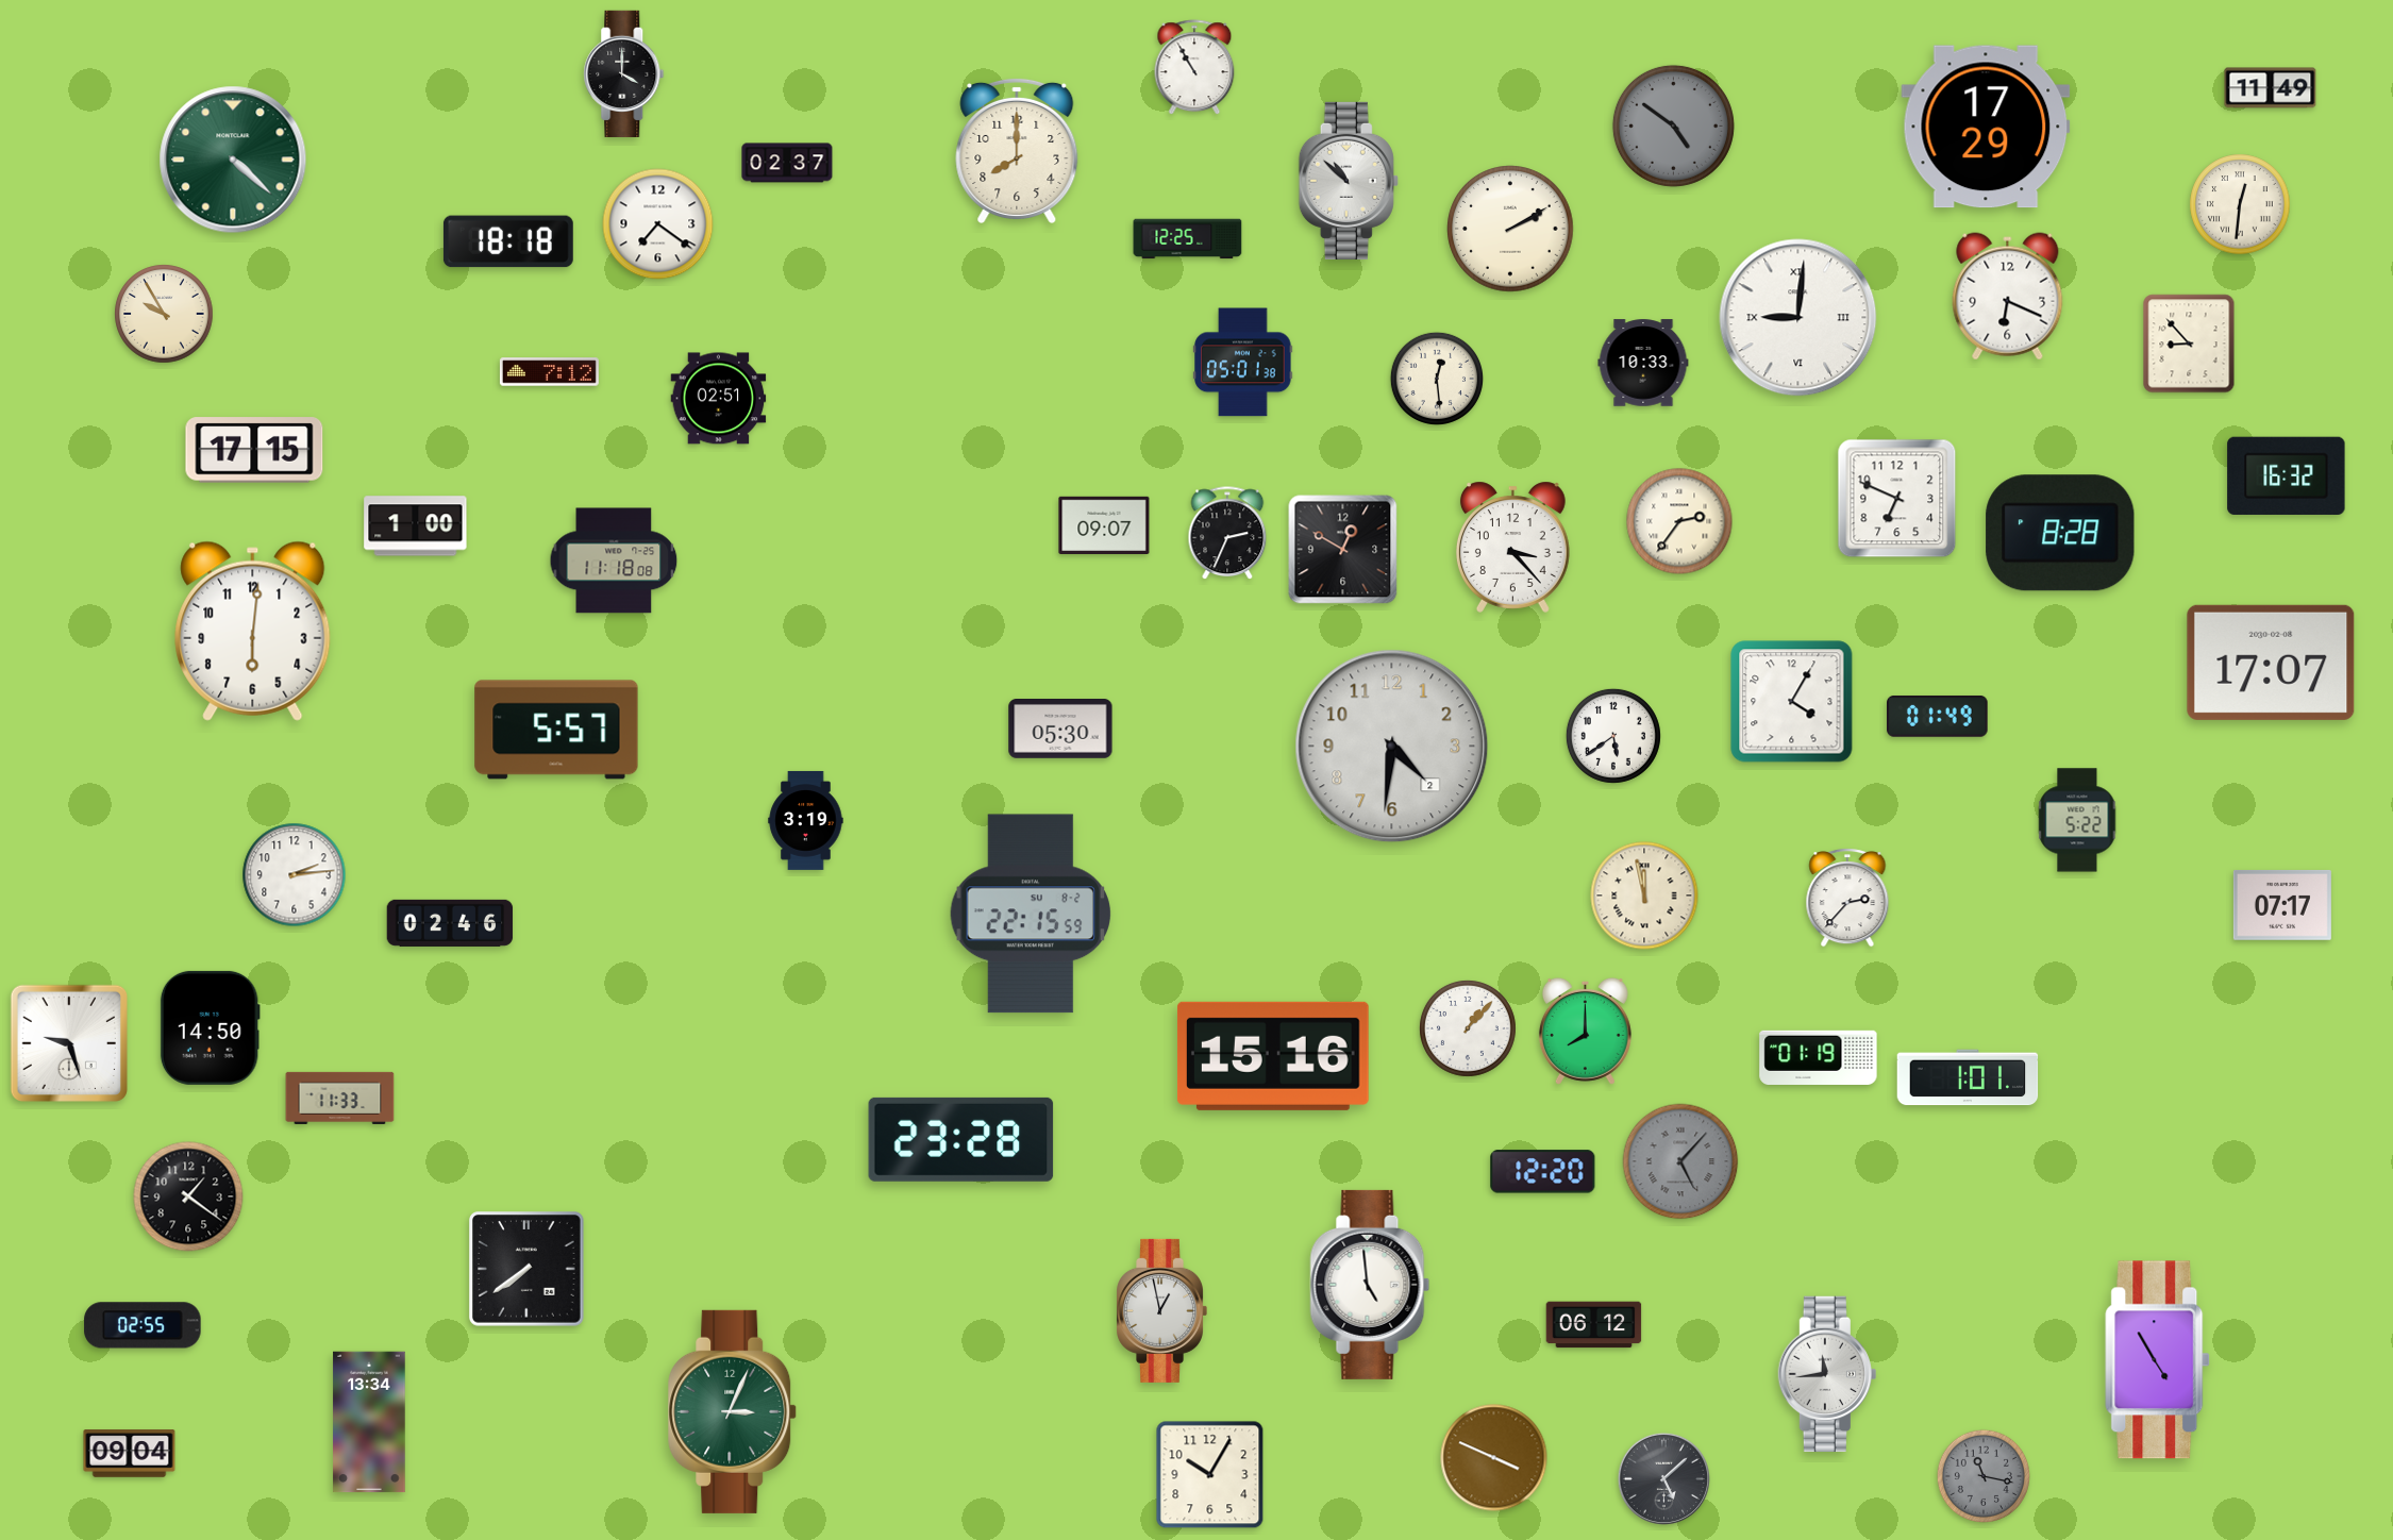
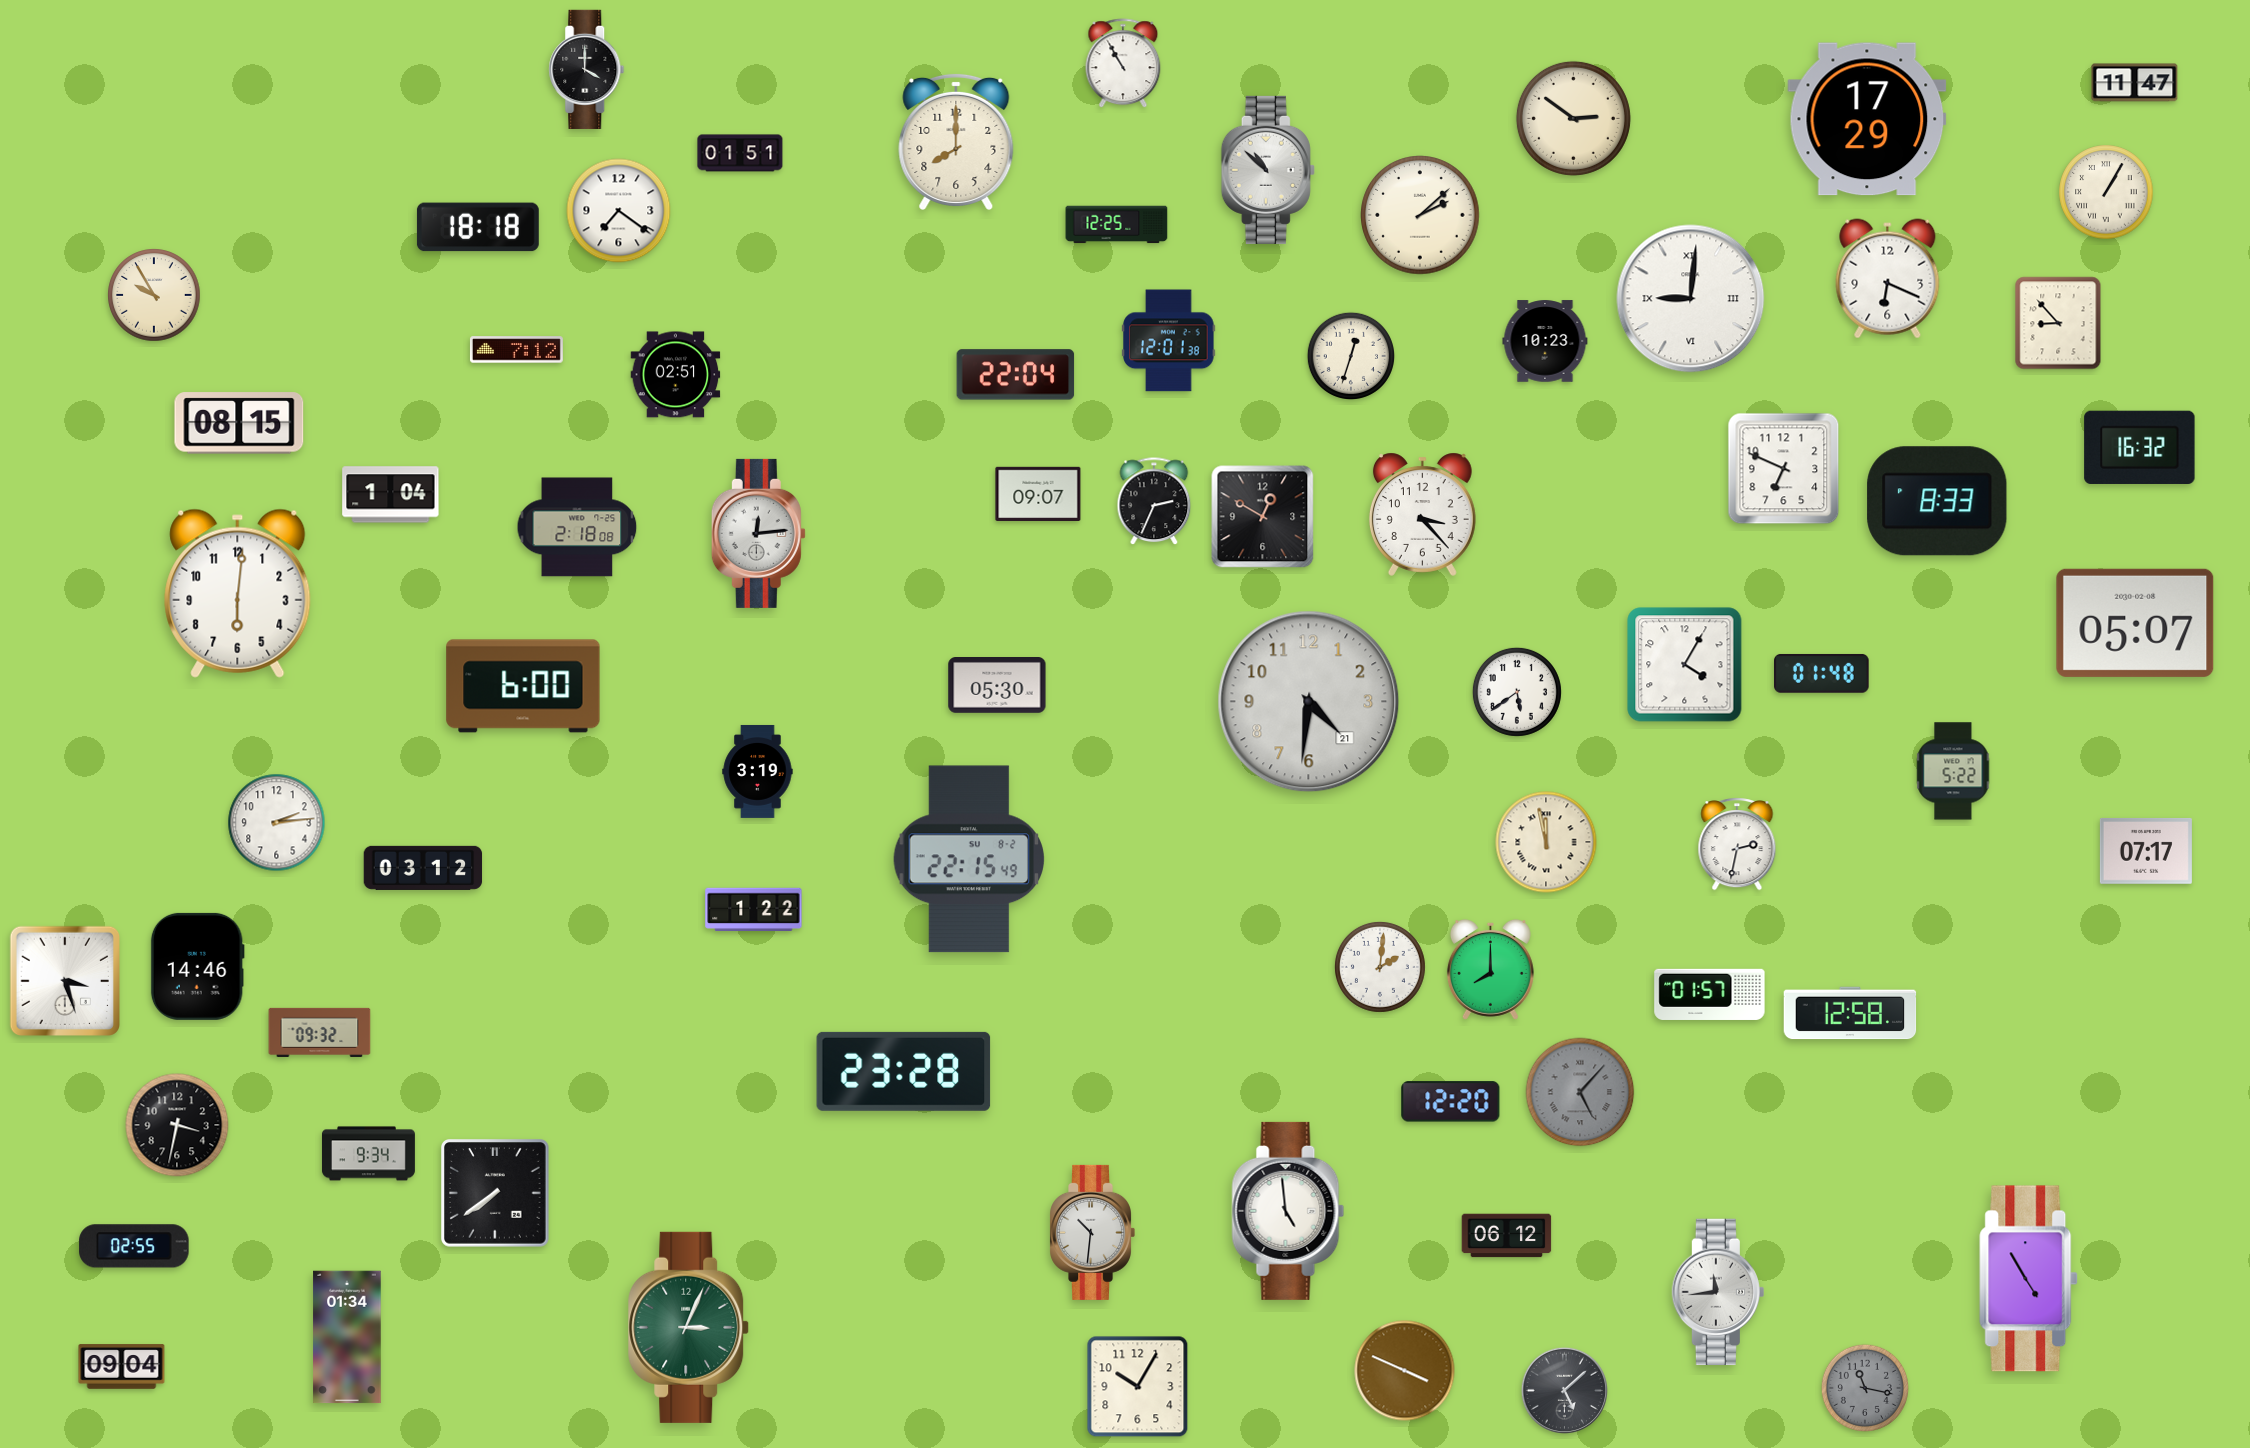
clock at (2271, 88): 11:49 -> 11:47
clock at (1673, 125): 4:51 -> 2:51
clock at (1673, 125) dial: grey -> cream
clock at (233, 160): 4:22 -> none
clock at (787, 163): 02:37 -> 01:51
clock at (2240, 204): 12:31 -> 1:05
clock at (1510, 229): 2:10 -> 2:08
clock at (1243, 363): 05:01 -> 12:01
clock at (1643, 363): 10:33 -> 10:23
clock at (1436, 378): 12:29 -> 12:33
clock at (1016, 375): none -> 22:04
clock at (254, 450): 17:15 -> 08:15
clock at (2287, 475) position: (2287, 475) -> (2140, 447)
clock at (1679, 521): 2:36 -> none
clock at (416, 526): 1:00 -> 1:04
clock at (2060, 533): 8:28 -> 8:33
clock at (614, 560): 11:18 -> 2:18
clock at (758, 533): none -> 12:14
clock at (2271, 663): 17:07 -> 05:07
clock at (1792, 702) position: (1792, 702) -> (1685, 665)
clock at (1938, 716): 01:49 -> 01:48
clock at (556, 730): 5:57 -> 6:00
clock at (1392, 747) date: 2 -> 21
clock at (1847, 898): 2:37 -> 2:32
clock at (1030, 914): 22:15:59 -> 22:15:49
clock at (450, 923): 02:46 -> 03:12
clock at (754, 909): none -> 1:22
clock at (210, 1027): 14:50 -> 14:46
clock at (1468, 1028): 1:07 -> 2:01
clock at (68, 1042): 9:27 -> 3:27
clock at (1273, 1056): 15:16 -> none
clock at (1819, 1057): 01:19 -> 01:57
clock at (1968, 1077): 1:01 -> 12:58
clock at (340, 1098): 11:33 -> 09:32
clock at (188, 1196): 1:21 -> 3:32
clock at (368, 1154): none -> 9:34
clock at (1370, 1285) position: (1370, 1285) -> (1288, 1211)
clock at (1161, 1310): 12:58 -> 10:31
clock at (1594, 1325) position: (1594, 1325) -> (1507, 1236)
clock at (369, 1422): 13:34 -> 01:34
